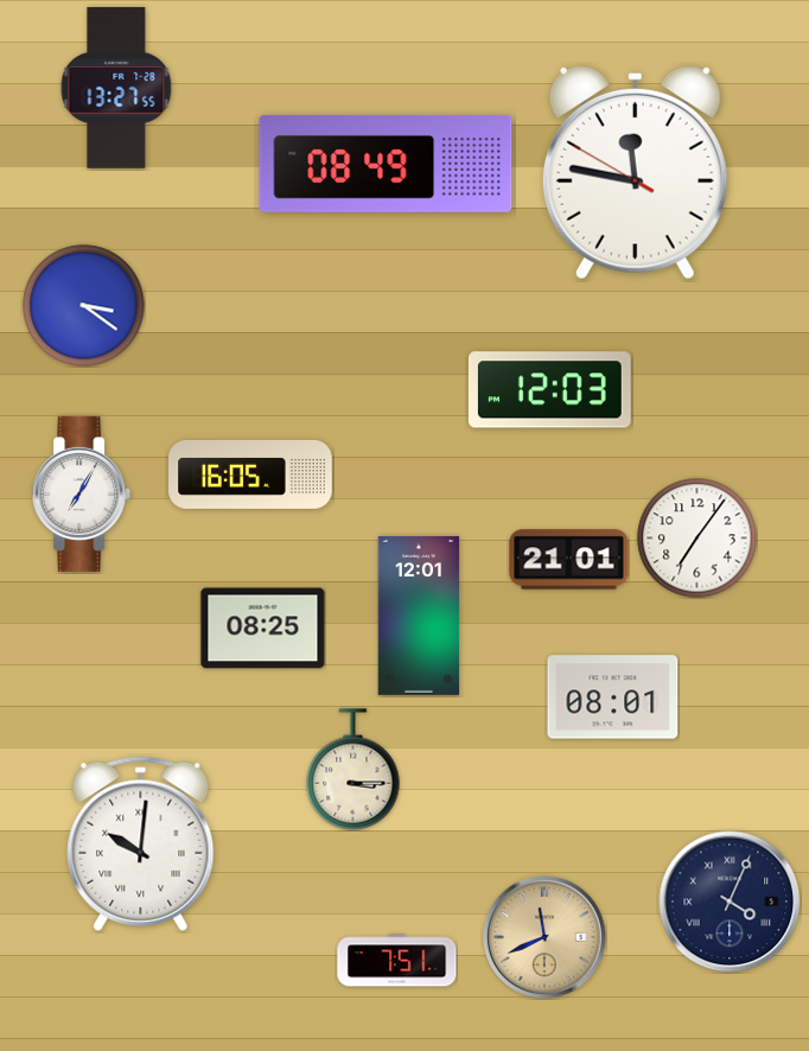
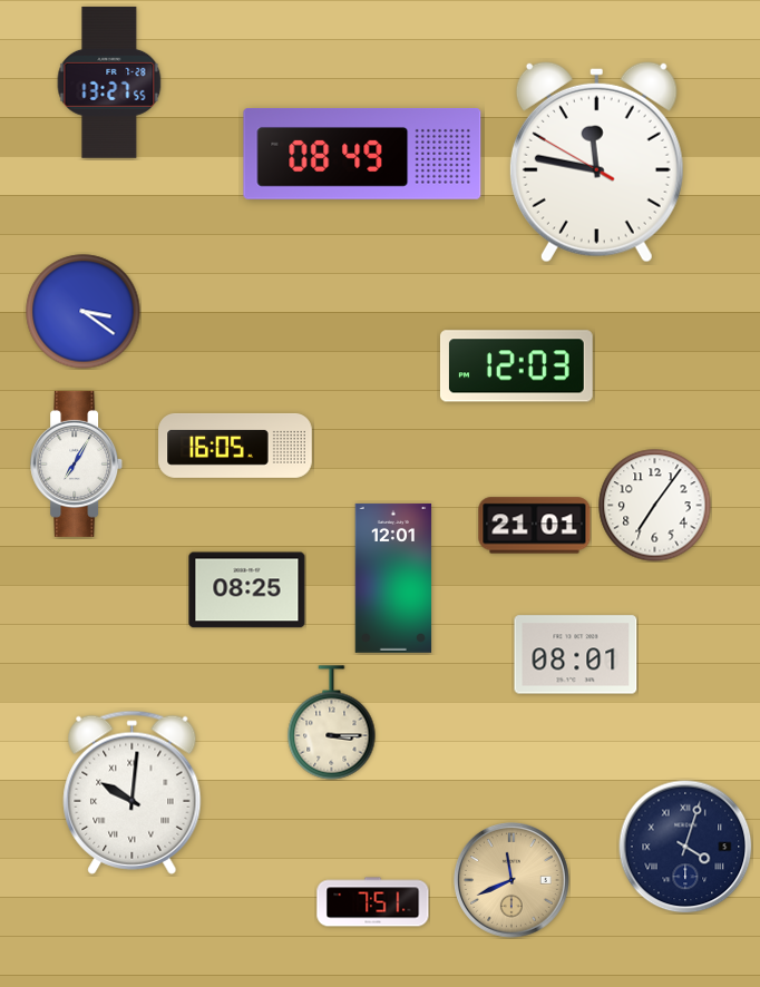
clock at (84, 306) position: (84, 306) -> (84, 312)
clock at (730, 902): 4:04 -> 4:03
